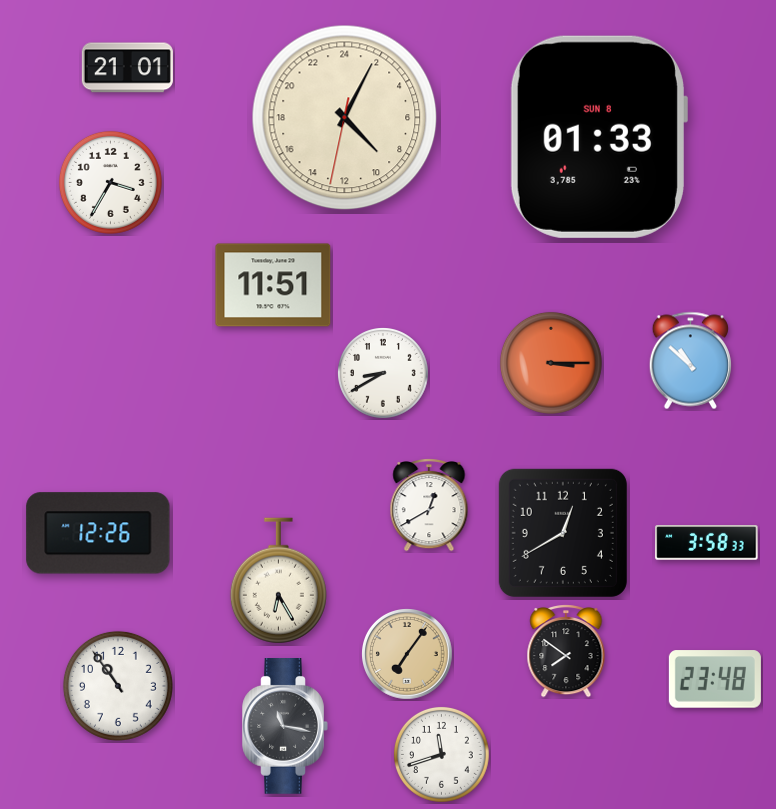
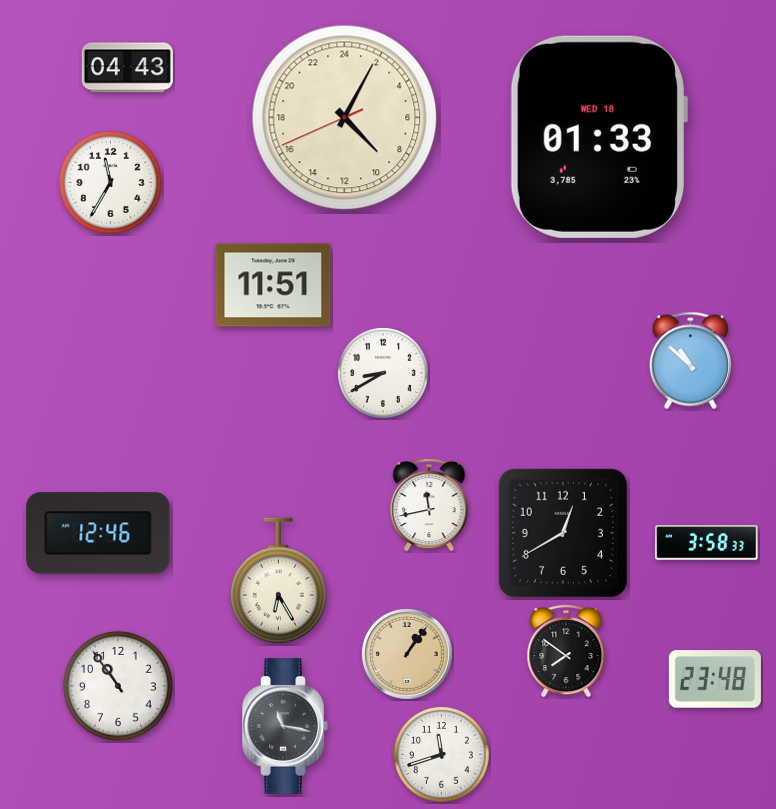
clock at (127, 68): 21:01 -> 04:43
clock at (345, 118): 9:04:32 -> 9:04:41
clock at (598, 137) date: SUN 8 -> WED 18
clock at (110, 182): 3:35 -> 11:35
clock at (551, 363): 3:15 -> none
clock at (429, 506): 12:40 -> 11:43
clock at (98, 533): 12:26 -> 12:46
clock at (408, 655): 7:06 -> 1:06
